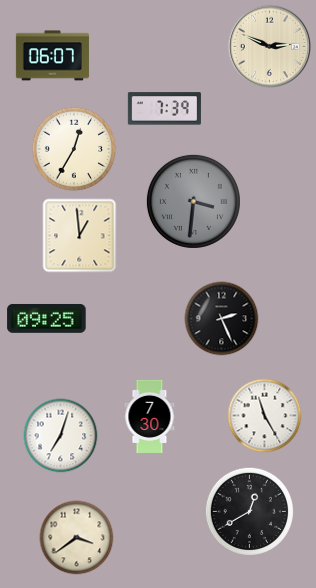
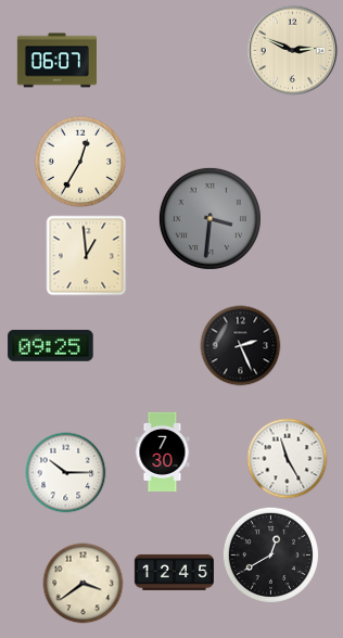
clock at (164, 109): 7:39 -> none
clock at (265, 416) position: (265, 416) -> (288, 459)
clock at (61, 436): 7:03 -> 10:15
clock at (174, 572): none -> 12:45
